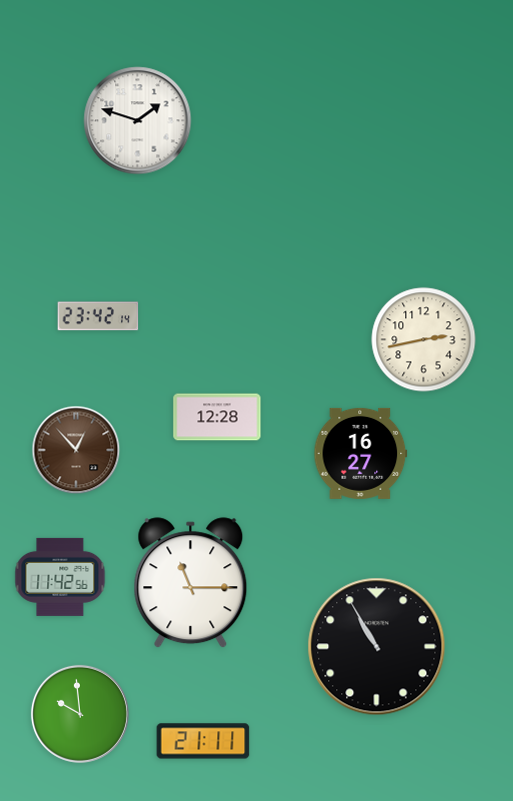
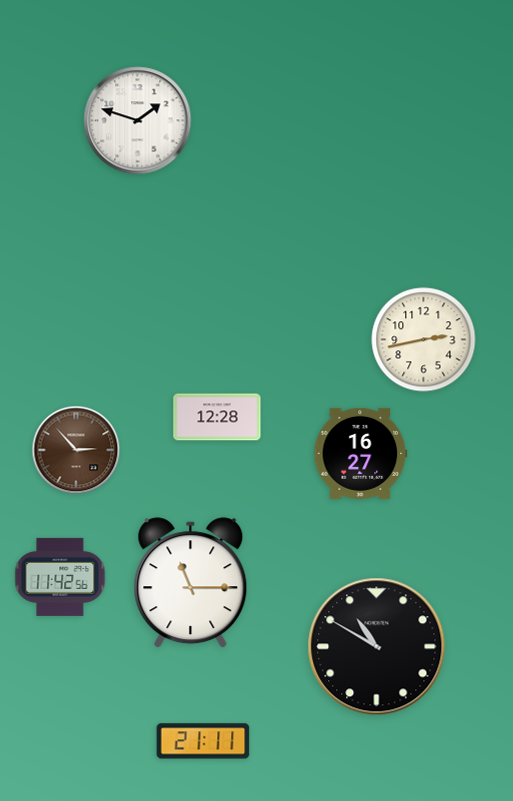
clock at (98, 316): 23:42 -> none
clock at (76, 450): 12:53 -> 2:53
clock at (377, 647): 10:55 -> 10:50
clock at (80, 714): 9:59 -> none
